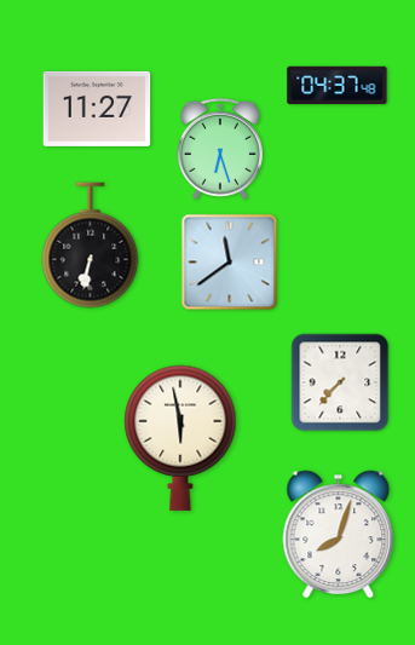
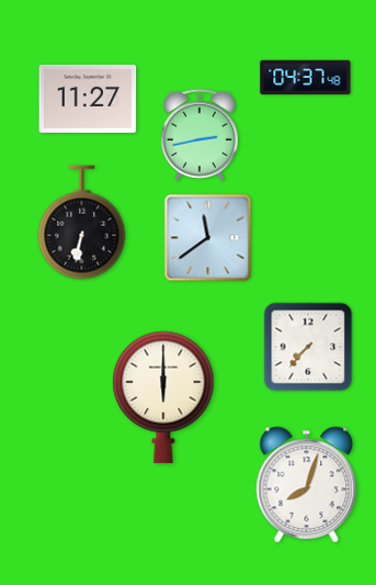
clock at (220, 149): 6:27 -> 2:43
clock at (180, 438): 5:58 -> 6:00
